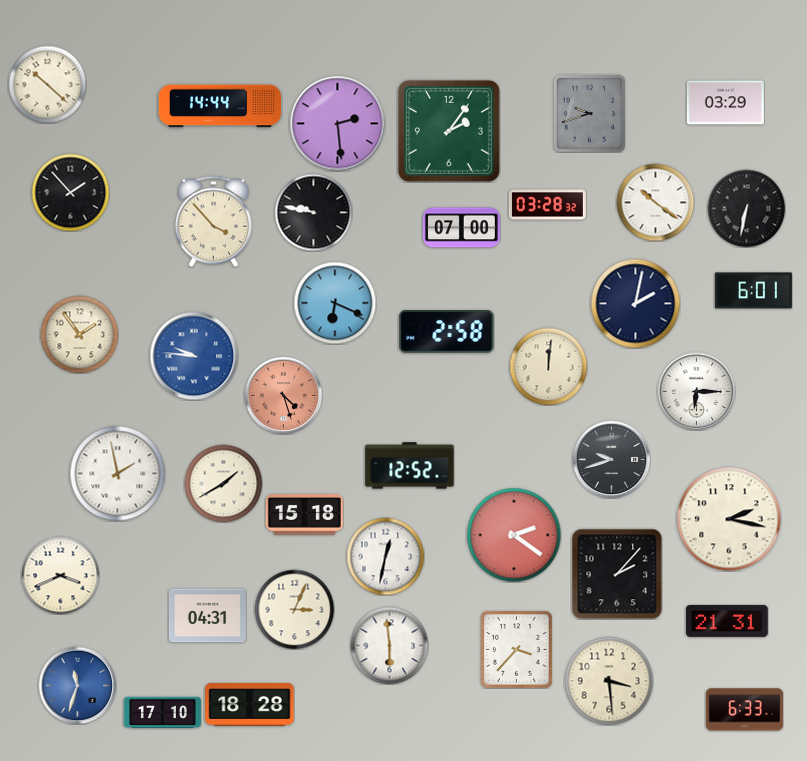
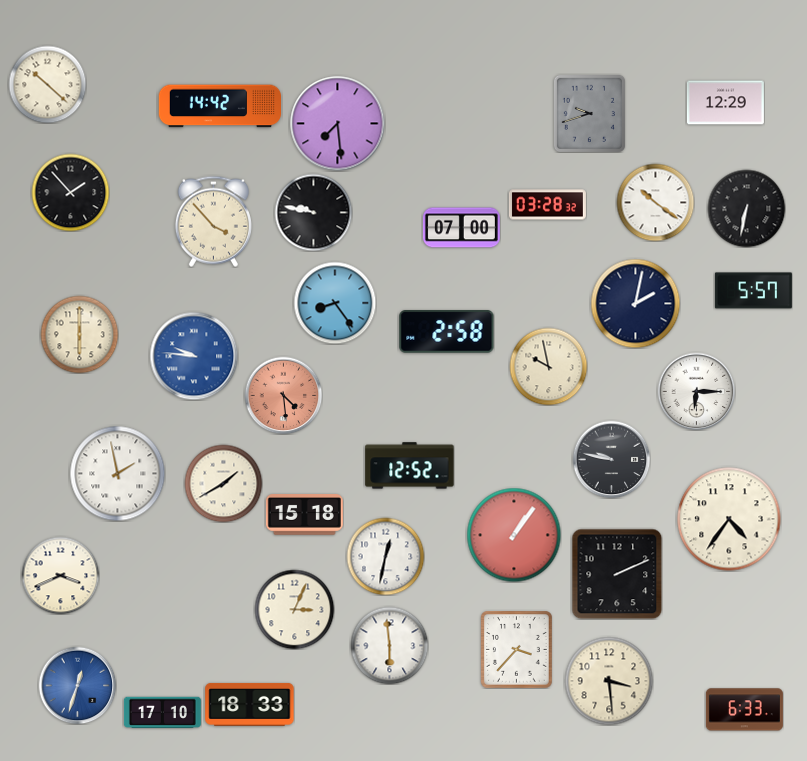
clock at (725, 103): 03:29 -> 12:29
clock at (219, 106): 14:44 -> 14:42
clock at (337, 123): 2:29 -> 7:29
clock at (449, 131): 2:06 -> none
clock at (753, 291): 6:01 -> 5:57
clock at (335, 303): 6:19 -> 8:24
clock at (79, 334): 1:54 -> 6:00
clock at (548, 366): 12:01 -> 9:58
clock at (283, 395): 4:27 -> 4:29
clock at (611, 459): 9:42 -> 9:47
clock at (729, 519): 2:17 -> 4:36
clock at (514, 535): 2:21 -> 1:06
clock at (617, 574): 2:07 -> 2:11
clock at (207, 616): 04:31 -> none
clock at (728, 621): 21:31 -> none
clock at (77, 685): 11:33 -> 12:33
clock at (250, 704): 18:28 -> 18:33
